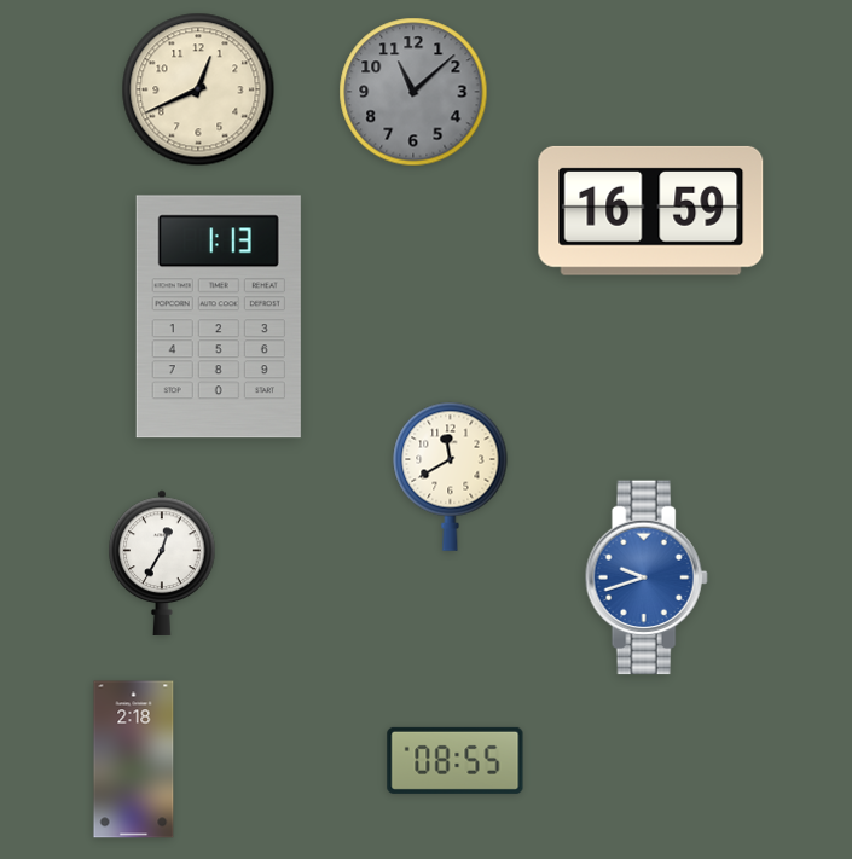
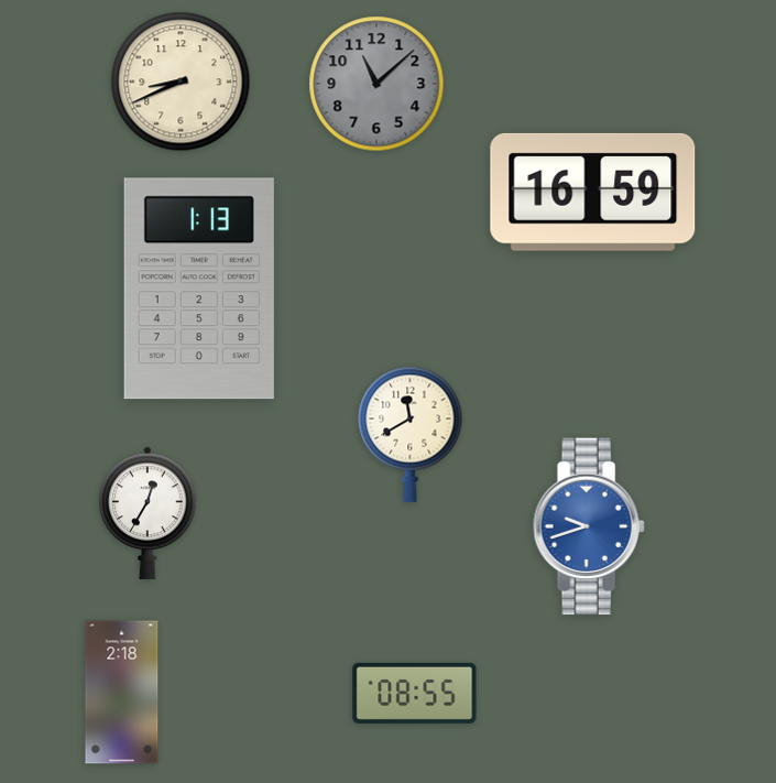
clock at (198, 89): 12:41 -> 8:41
